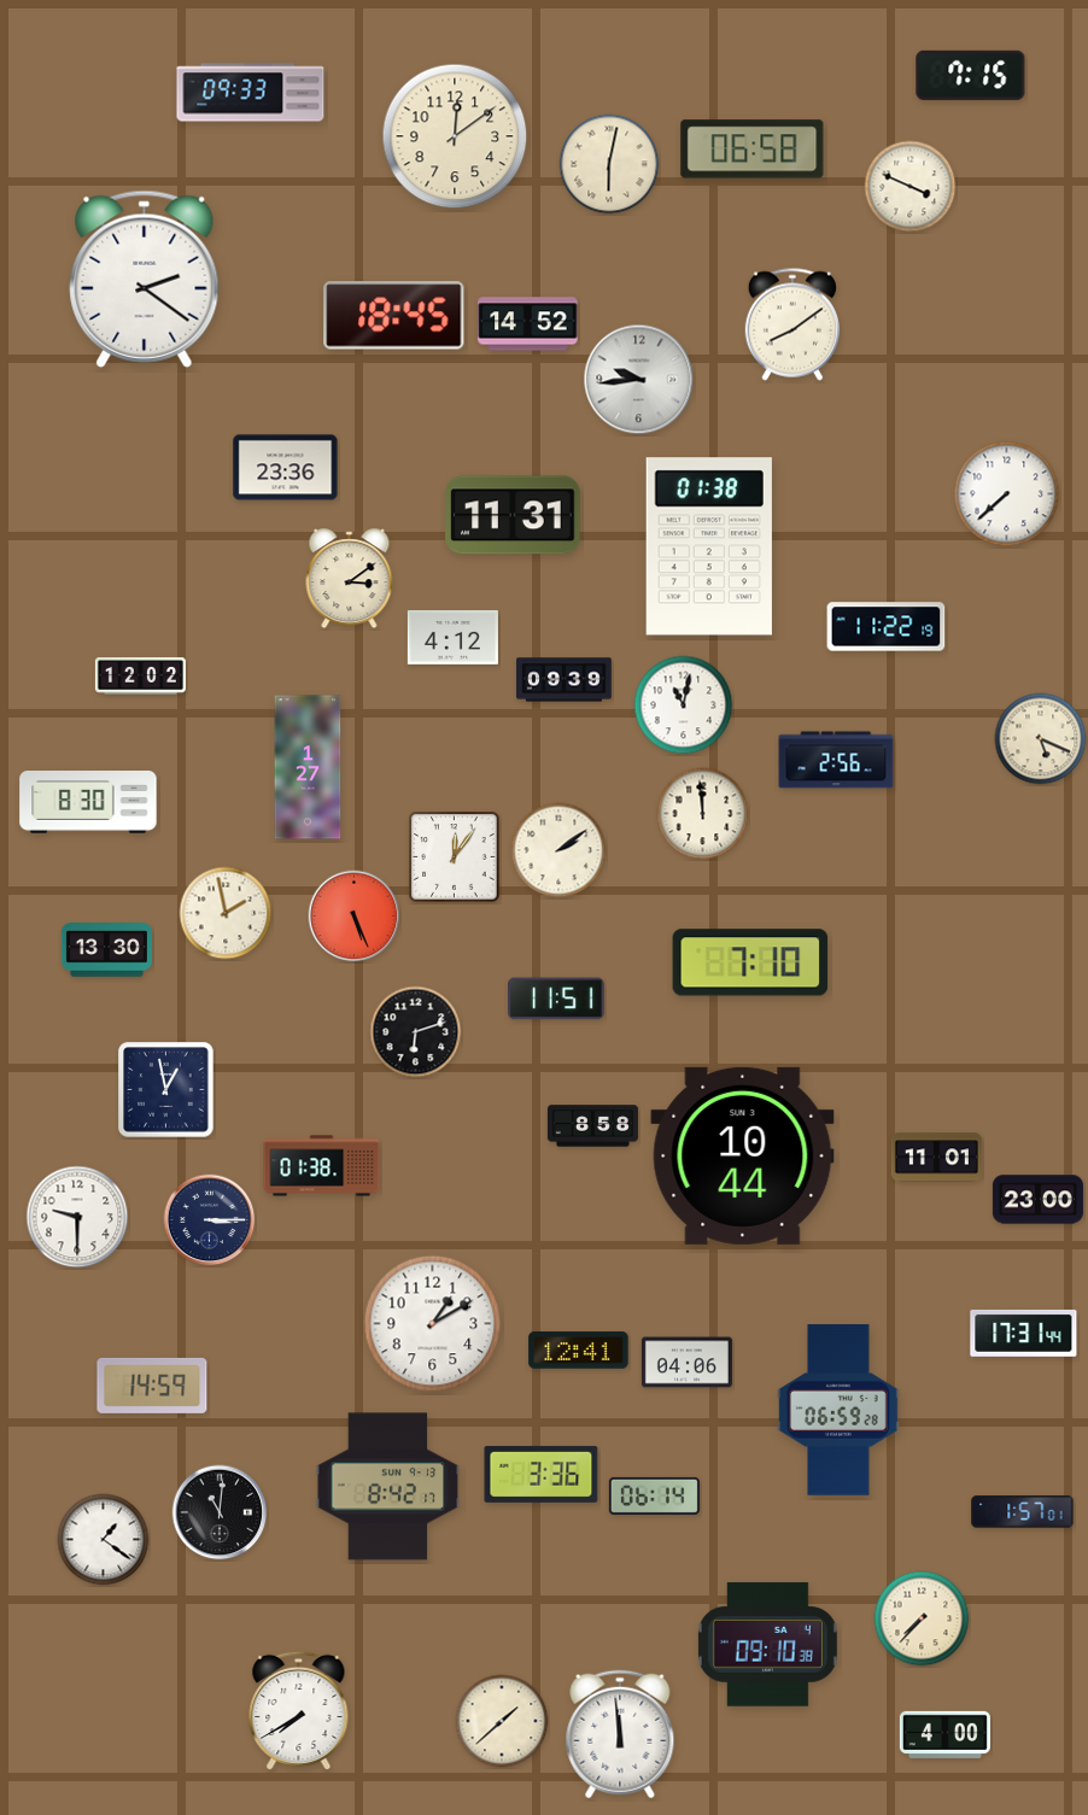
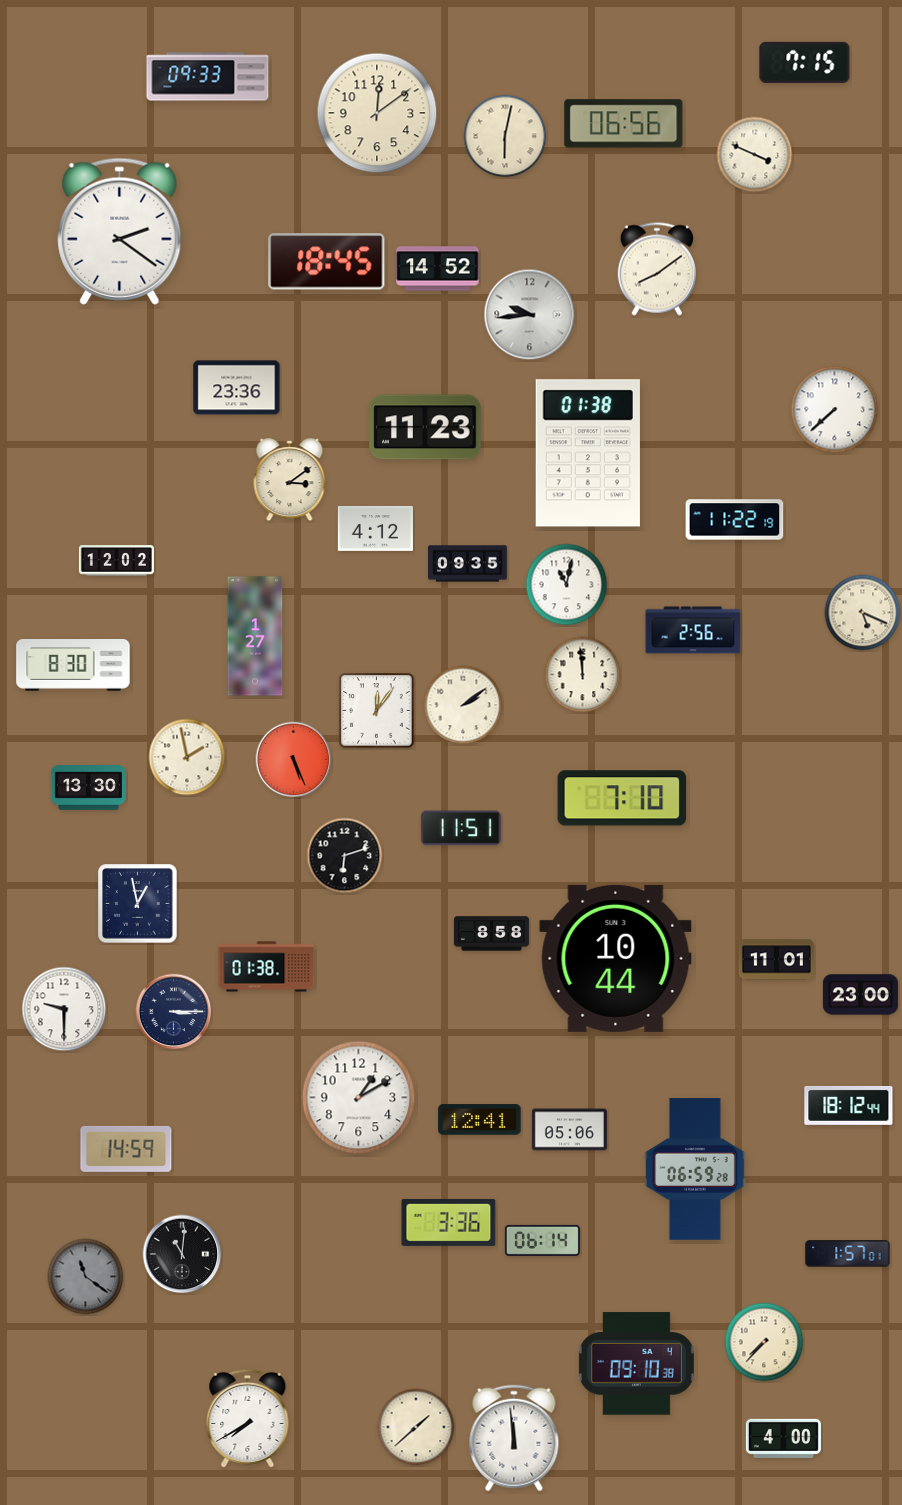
clock at (753, 150): 06:58 -> 06:56
clock at (513, 515): 11:31 -> 11:23
clock at (565, 680): 09:39 -> 09:35
clock at (1024, 1333): 17:31 -> 18:12
clock at (686, 1363): 04:06 -> 05:06
clock at (388, 1487): 8:42 -> none
clock at (104, 1540): 1:21 -> 11:21
clock at (104, 1540) dial: white -> grey
